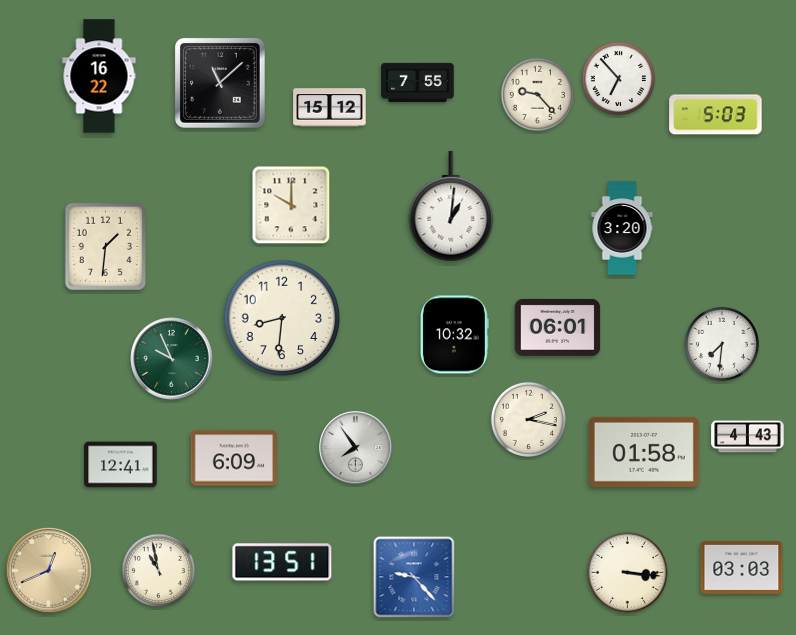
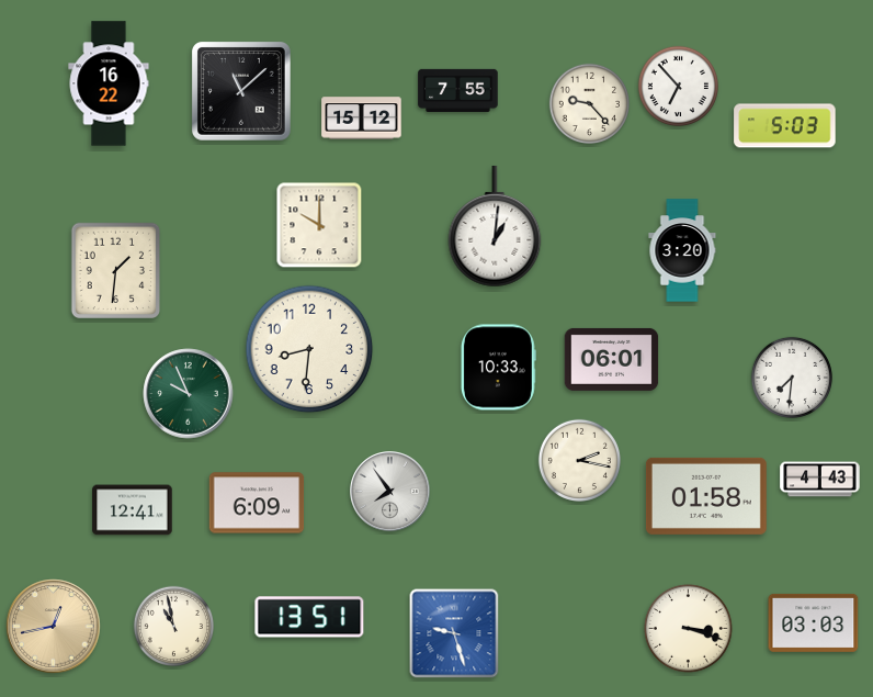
clock at (454, 335): 10:32 -> 10:33
clock at (49, 571): 12:41 -> 12:43
clock at (627, 572): 3:16 -> 3:18
clock at (414, 577): 9:23 -> 9:27
